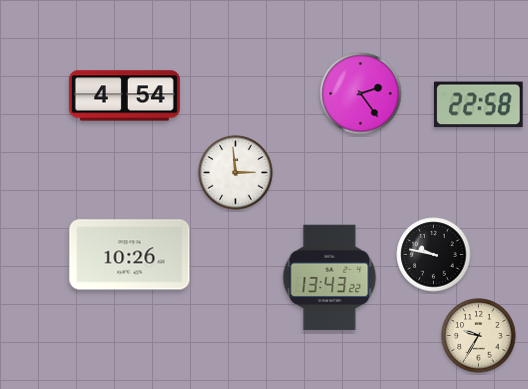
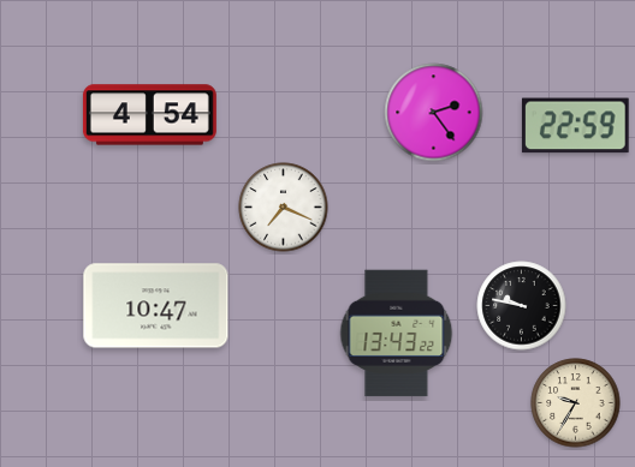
clock at (478, 105): 22:58 -> 22:59
clock at (236, 173): 2:59 -> 7:19
clock at (130, 255): 10:26 -> 10:47
